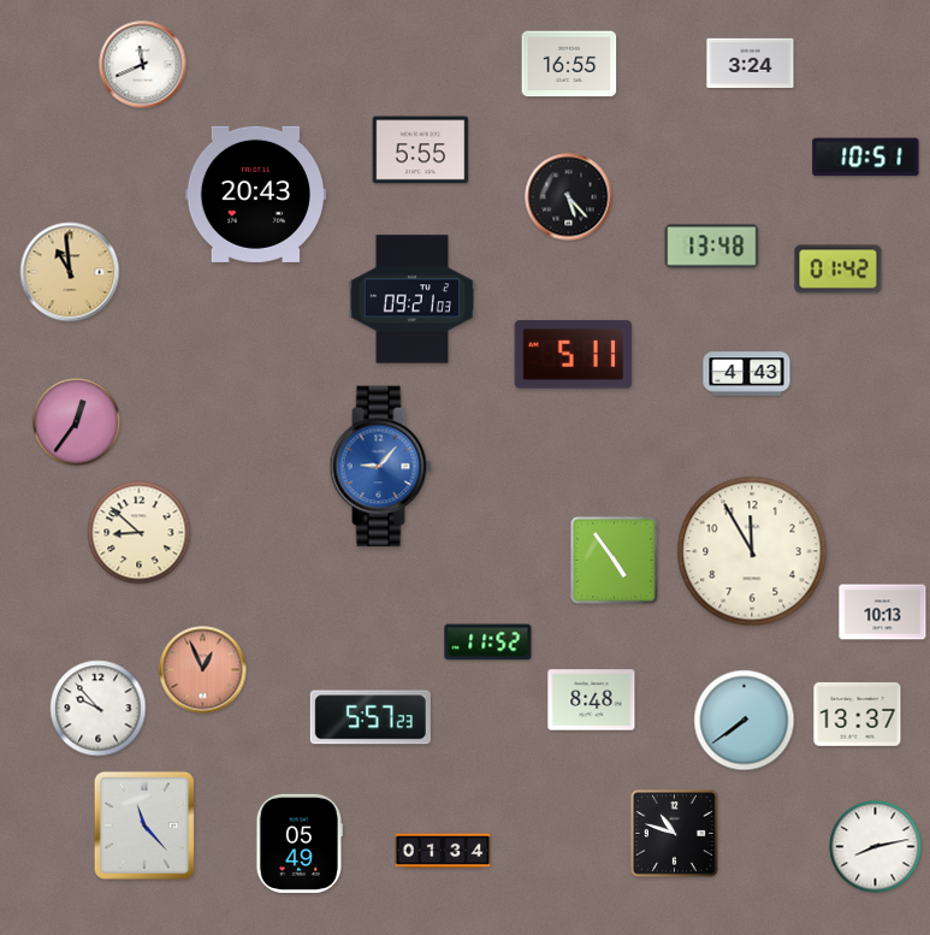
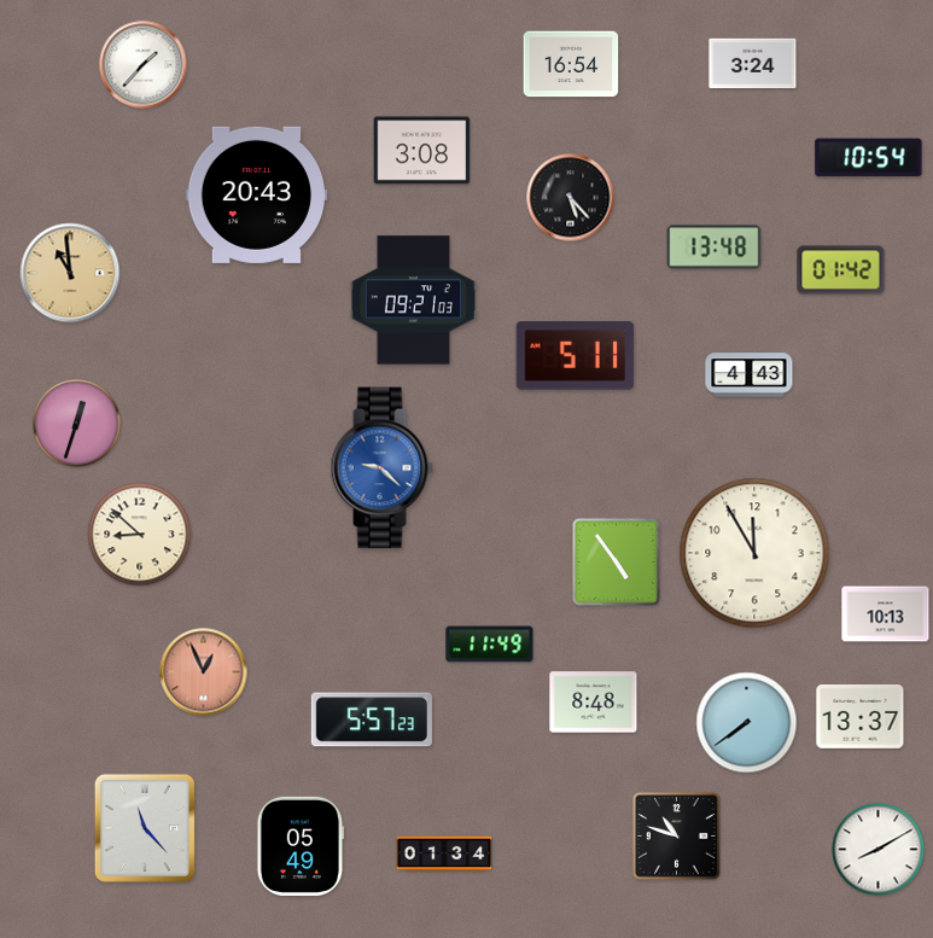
clock at (569, 64): 16:55 -> 16:54
clock at (143, 65): 11:41 -> 1:37
clock at (421, 150): 5:55 -> 3:08
clock at (866, 158): 10:51 -> 10:54
clock at (77, 422): 12:36 -> 12:33
clock at (380, 467): 9:07 -> 9:22
clock at (488, 643): 11:52 -> 11:49
clock at (99, 709): 9:53 -> none
clock at (876, 847): 8:13 -> 8:10
